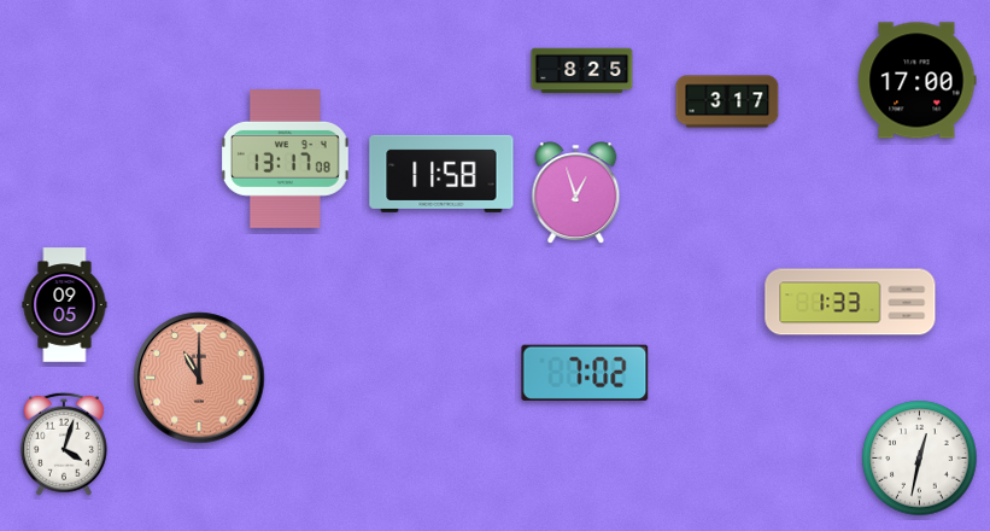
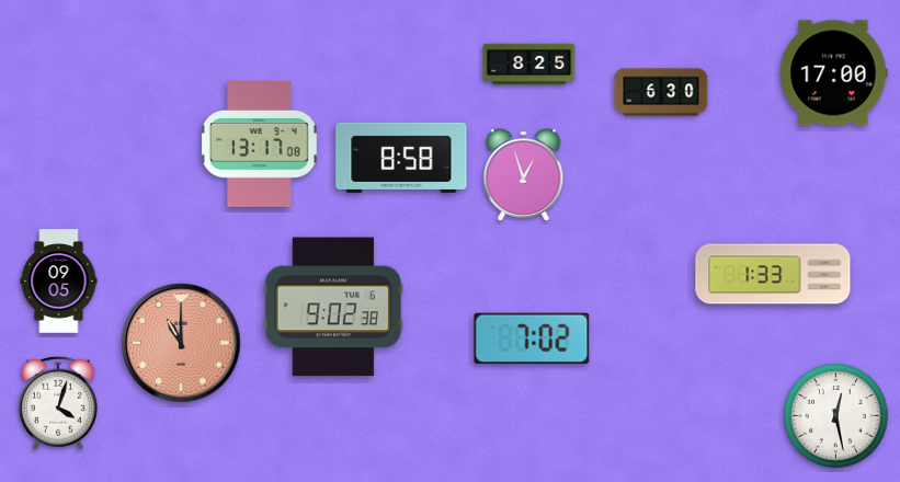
clock at (727, 101): 3:17 -> 6:30
clock at (441, 174): 11:58 -> 8:58
clock at (65, 305) position: (65, 305) -> (59, 282)
clock at (333, 307): none -> 9:02
clock at (920, 459): 12:32 -> 12:28
